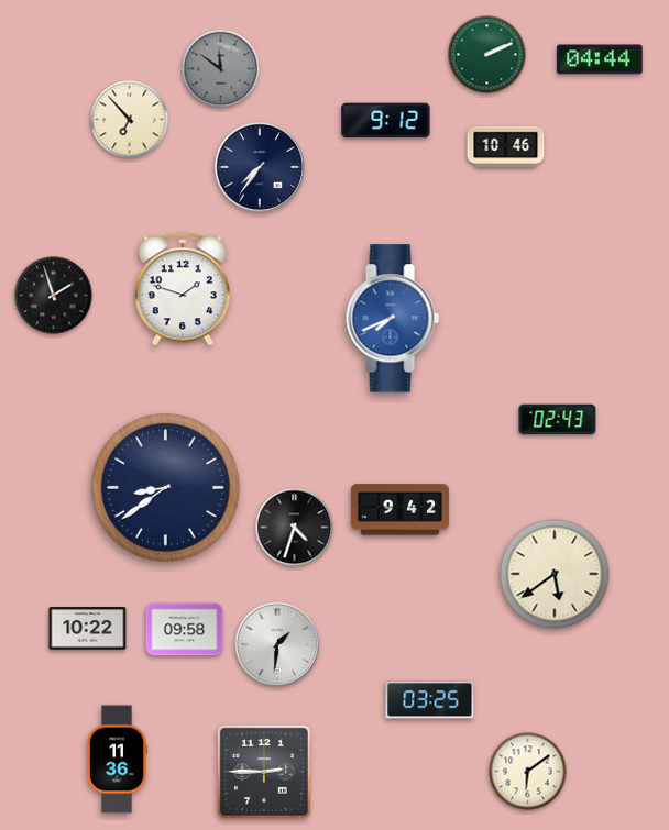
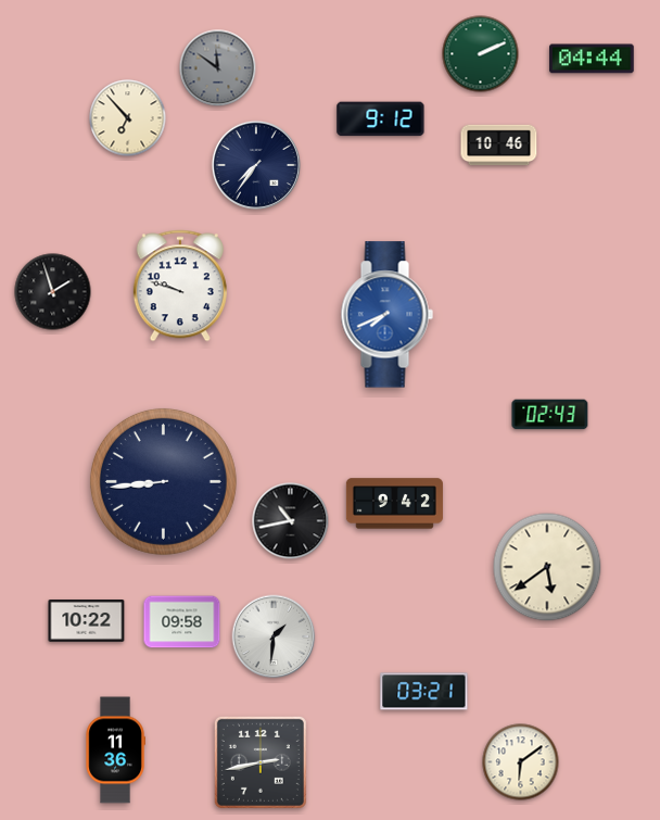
clock at (183, 289): 1:48 -> 9:48
clock at (165, 487): 8:39 -> 8:44
clock at (295, 528): 4:33 -> 10:43
clock at (430, 700): 03:25 -> 03:21
clock at (264, 772): 2:45 -> 2:43
